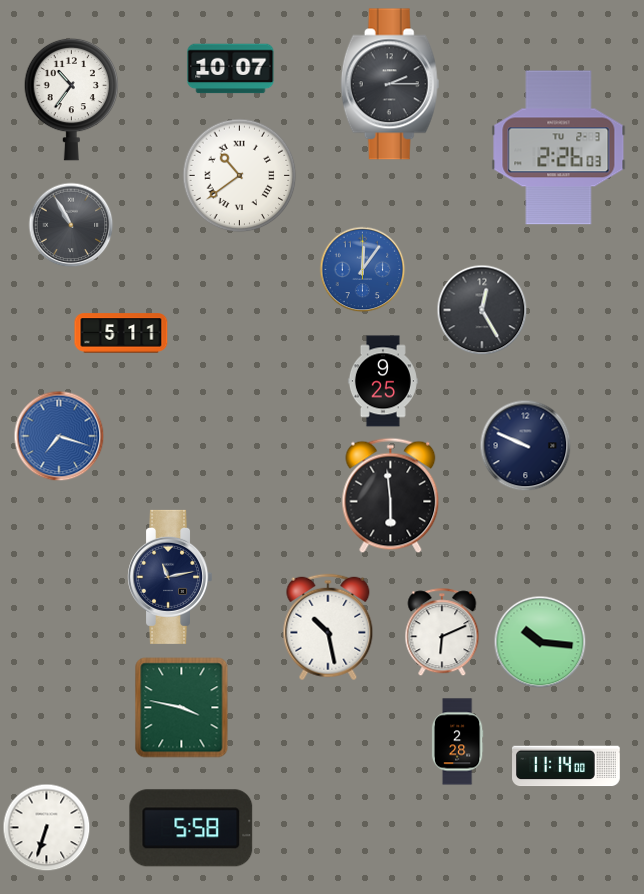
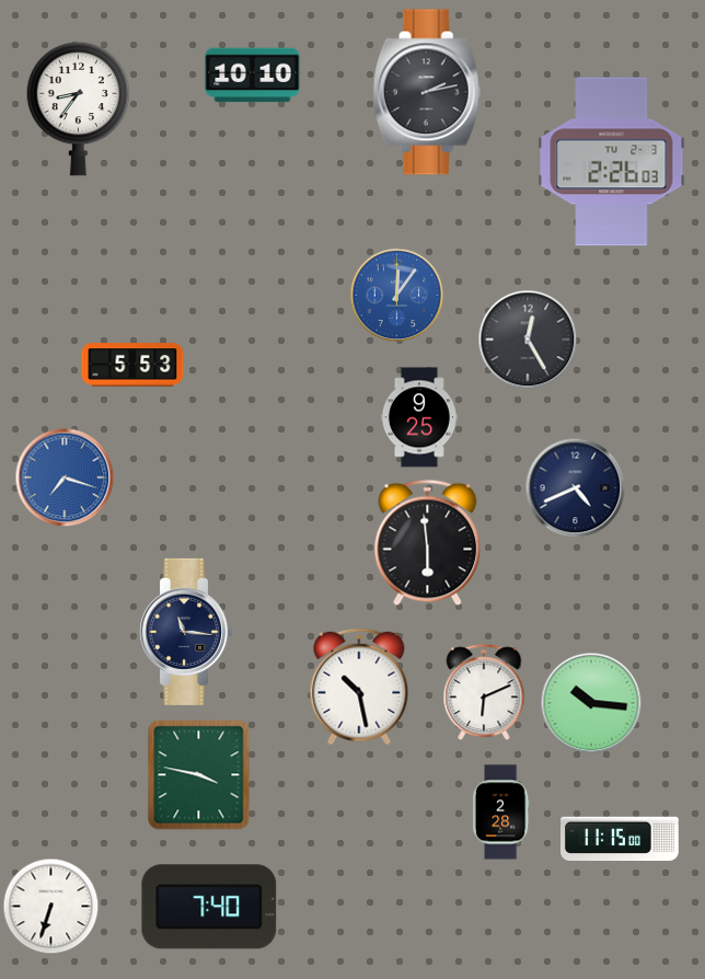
clock at (231, 69): 10:07 -> 10:10
clock at (390, 84): 2:15 -> 2:13
clock at (72, 99): 10:36 -> 8:36
clock at (240, 176): 10:39 -> none
clock at (71, 225): 10:55 -> none
clock at (121, 333): 5:11 -> 5:53
clock at (526, 446): 9:49 -> 4:41
clock at (170, 577): 11:13 -> 11:16
clock at (567, 766): 11:14 -> 11:15
clock at (191, 828): 5:58 -> 7:40
